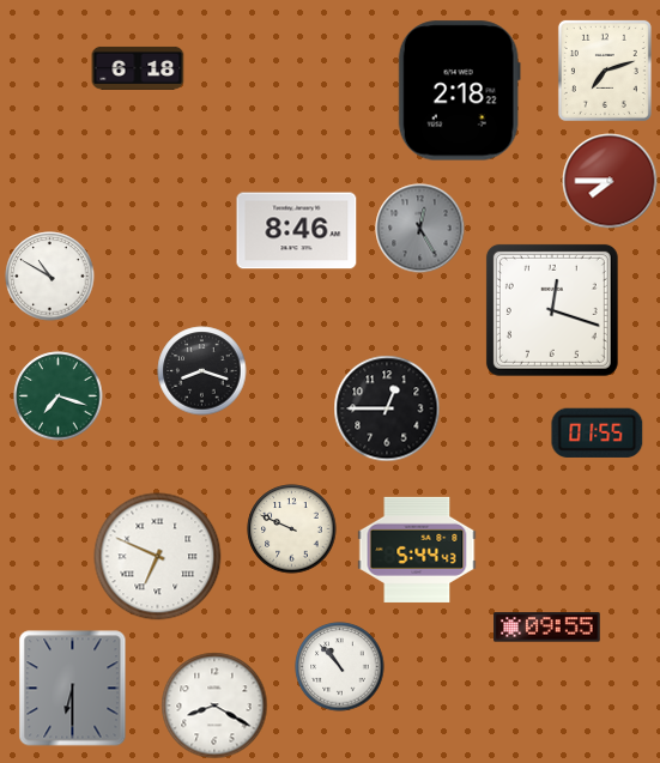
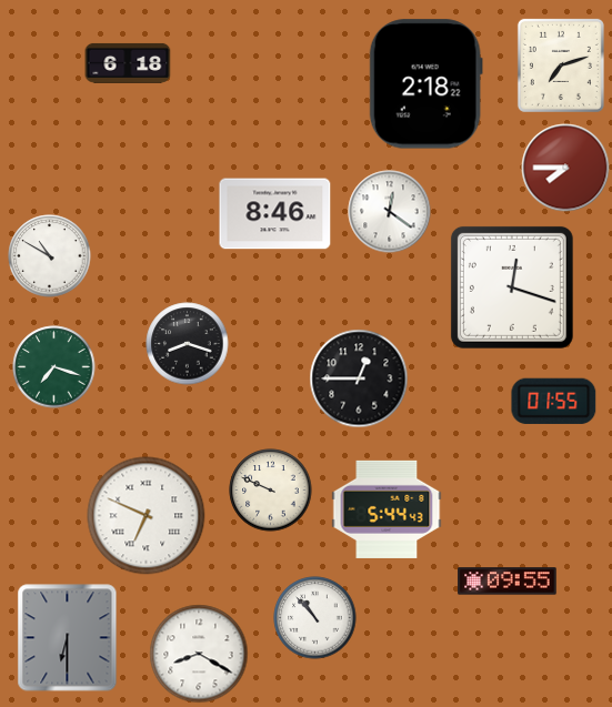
clock at (420, 229): 12:25 -> 12:21
clock at (420, 229) dial: grey -> white
clock at (50, 277) position: (50, 277) -> (50, 256)
